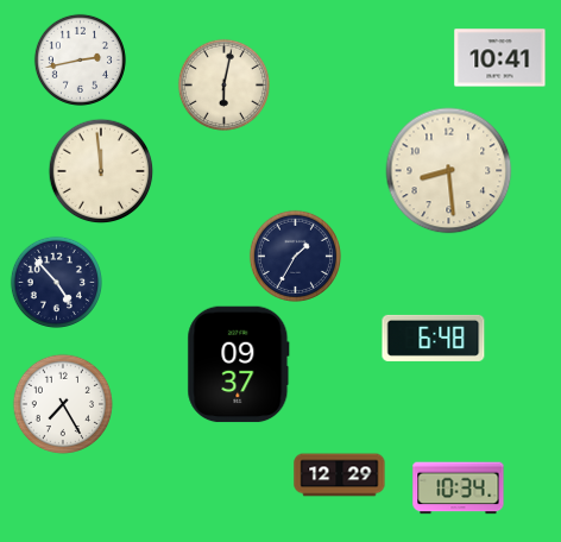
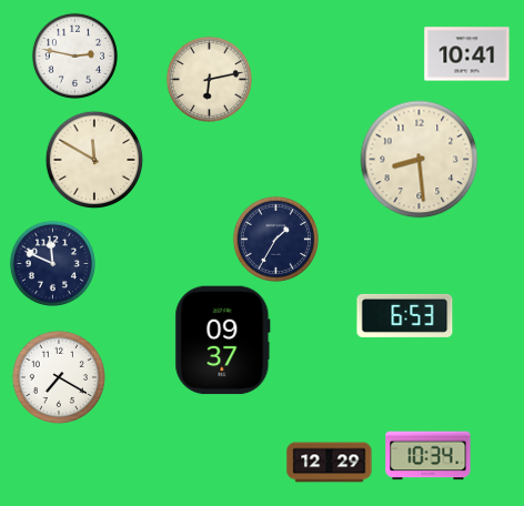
clock at (80, 59): 2:43 -> 2:47
clock at (223, 84): 6:02 -> 6:13
clock at (101, 171): 11:59 -> 11:50
clock at (56, 282): 4:53 -> 11:49
clock at (434, 338): 6:48 -> 6:53
clock at (63, 404): 7:25 -> 7:20
clock at (340, 475) position: (340, 475) -> (330, 463)
